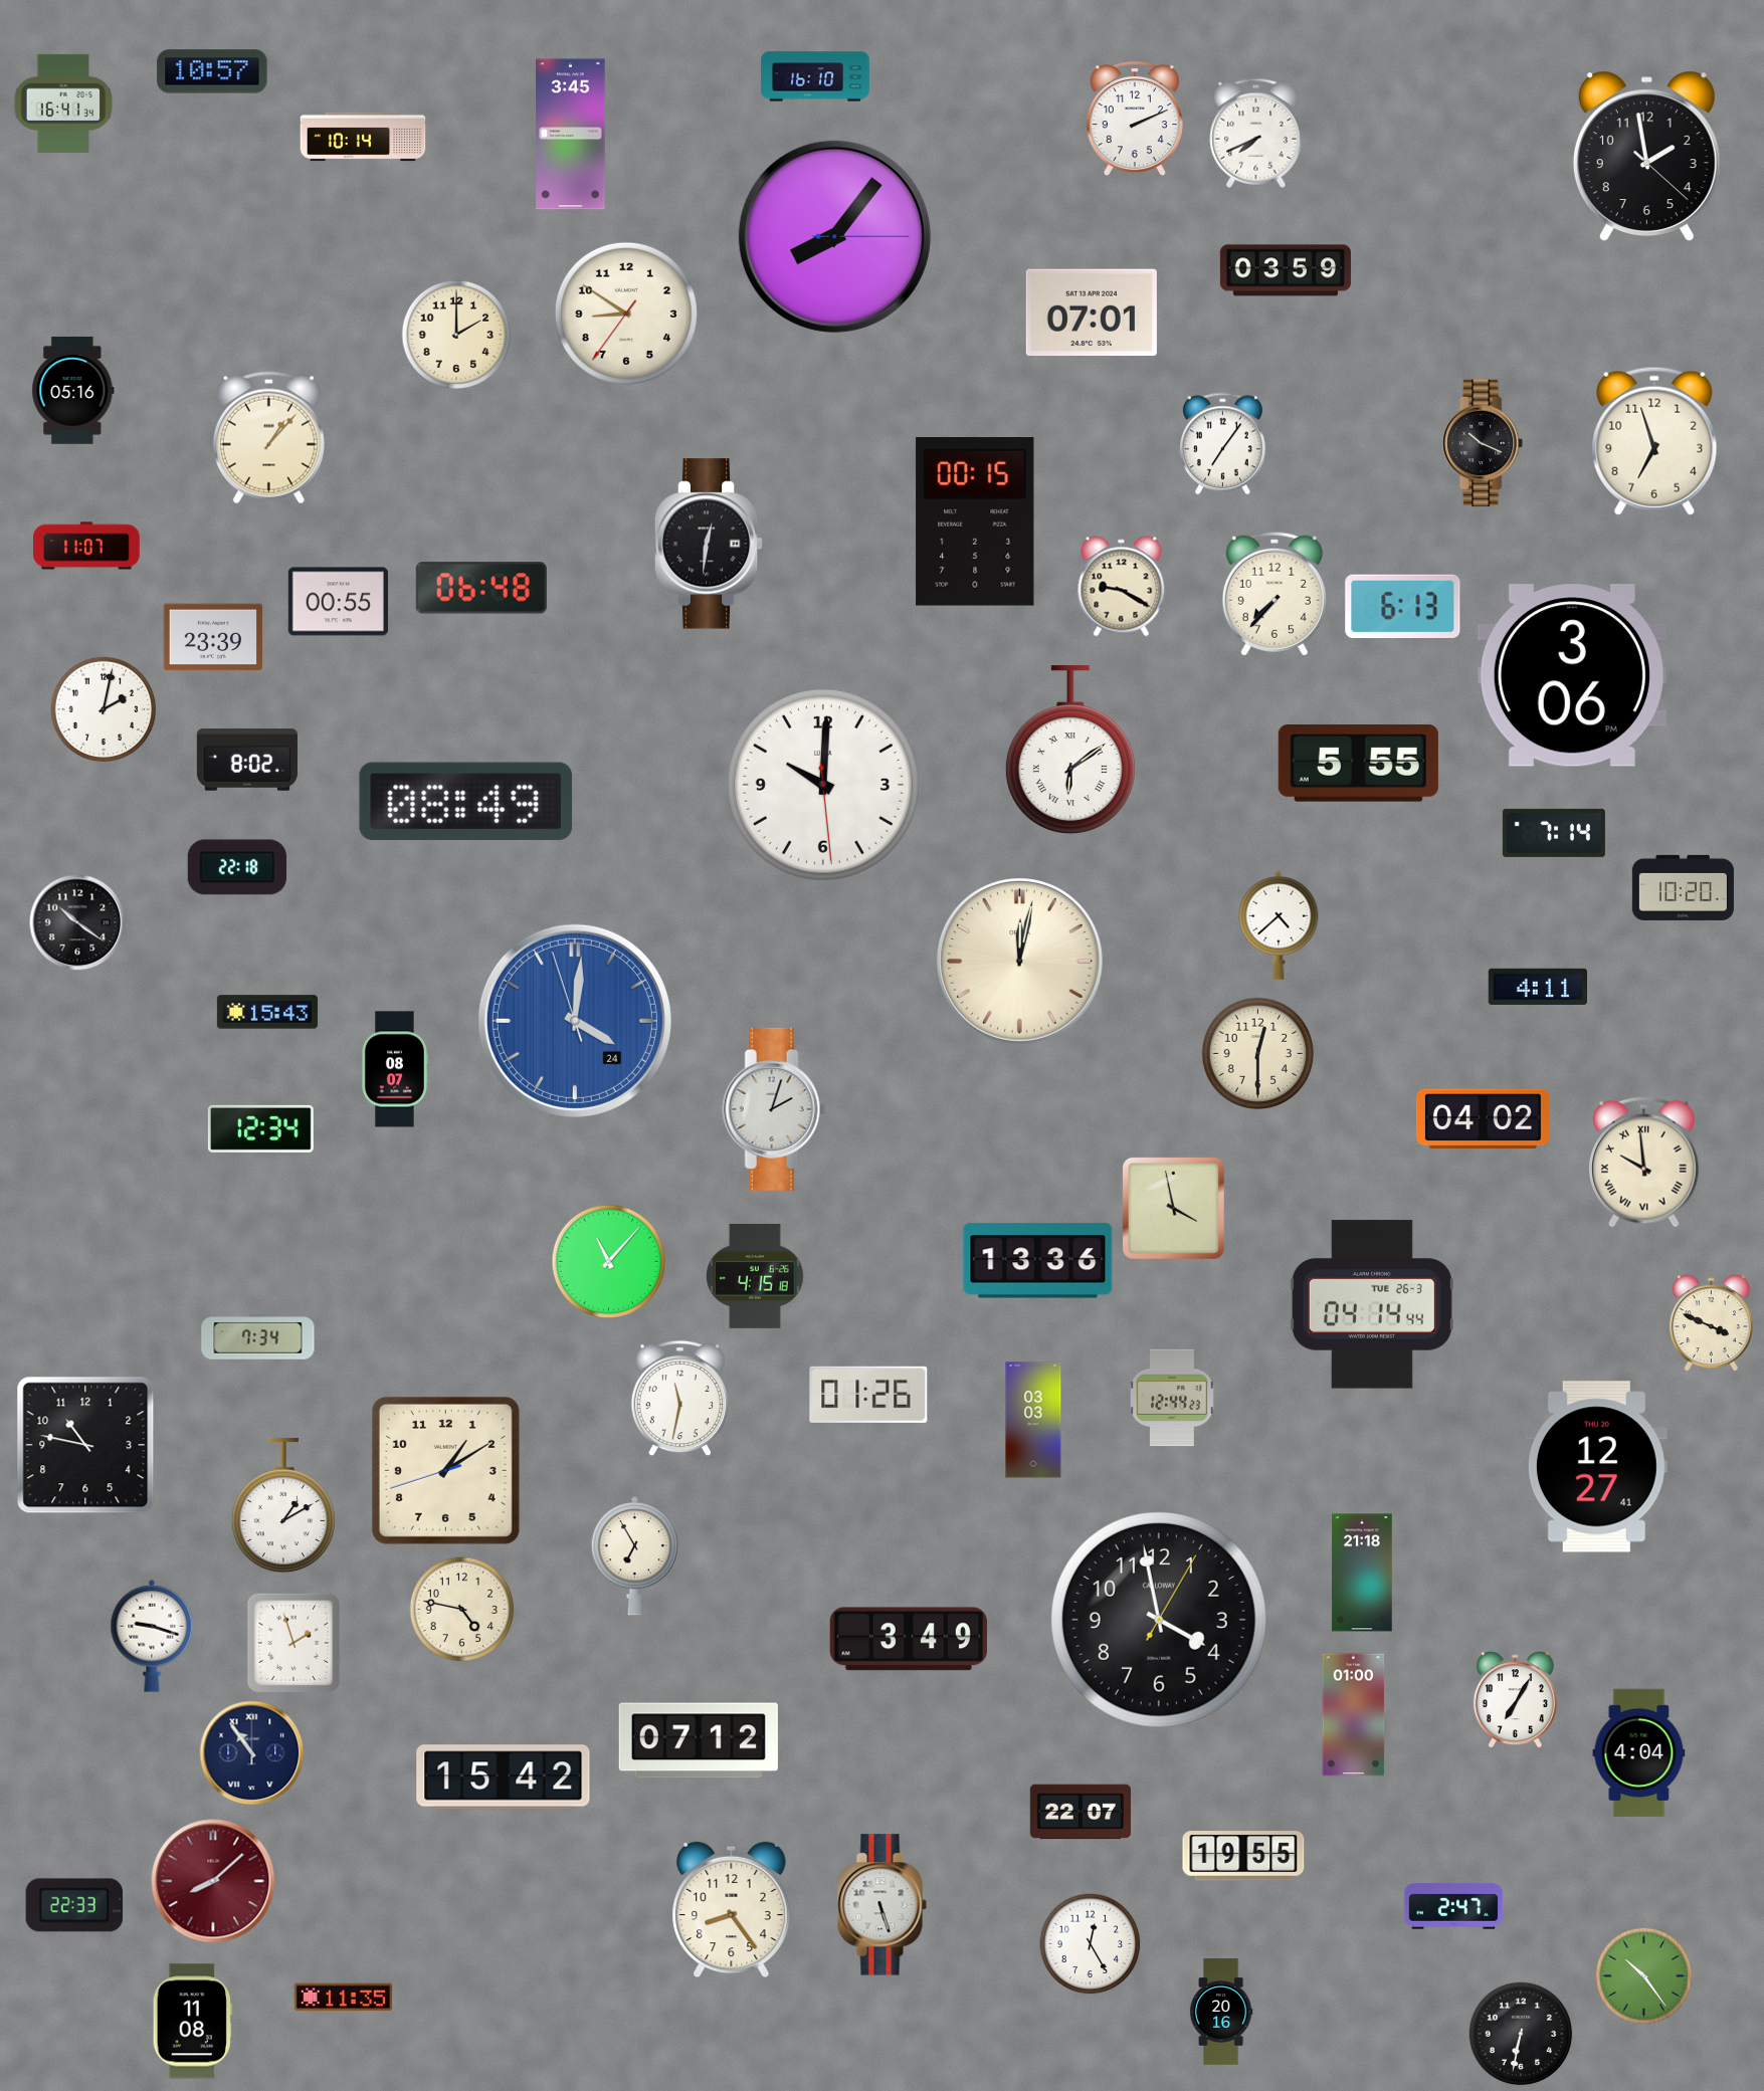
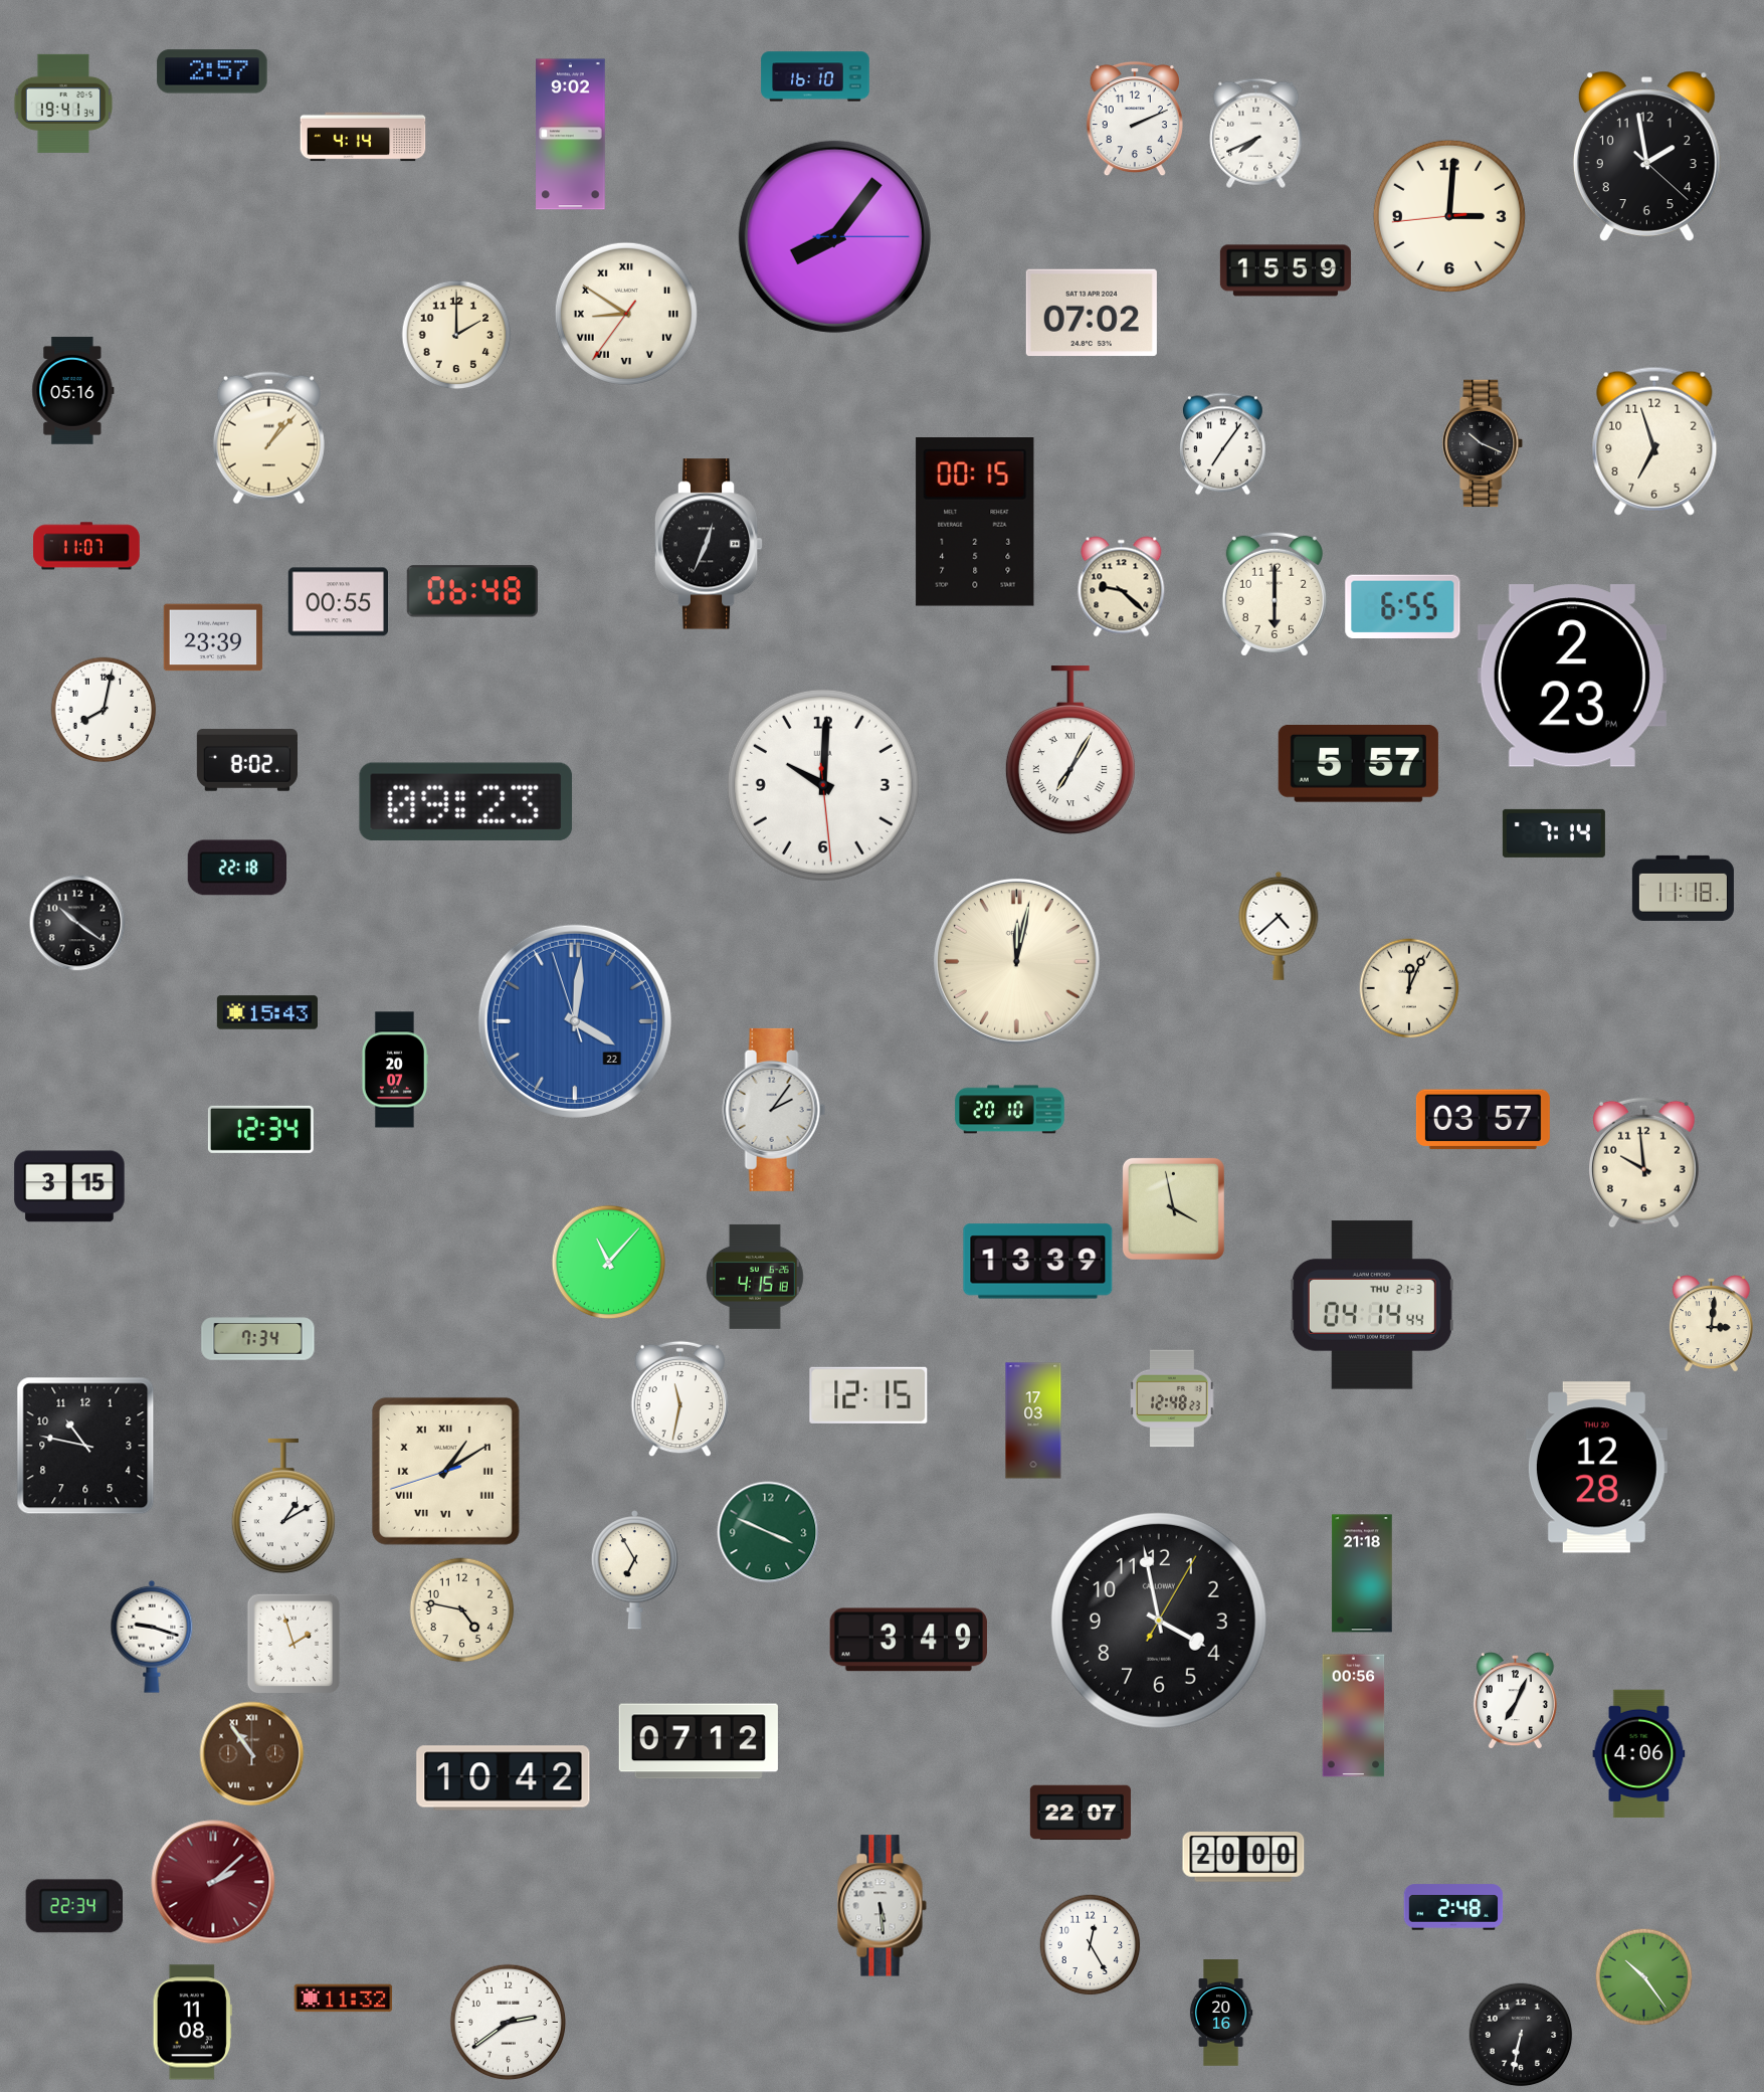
clock at (212, 71): 10:57 -> 2:57
clock at (63, 103): 16:41 -> 19:41
clock at (571, 135): 3:45 -> 9:02
clock at (363, 137): 10:14 -> 4:14
clock at (1449, 216): none -> 3:00
clock at (1286, 270): 03:59 -> 15:59
clock at (1092, 312): 07:01 -> 07:02
clock at (626, 313) numerals: Arabic -> Roman
clock at (709, 544): 12:31 -> 12:34
clock at (1122, 587): 9:20 -> 9:22
clock at (481, 588) position: (481, 588) -> (472, 591)
clock at (1275, 594): 7:37 -> 6:00
clock at (1403, 607): 6:13 -> 6:55
clock at (1572, 675): 3:06 -> 2:23
clock at (104, 709): 2:02 -> 8:02
clock at (1070, 751): 6:09 -> 7:05
clock at (1358, 764): 5:55 -> 5:57
clock at (466, 801): 08:49 -> 09:23
clock at (1683, 887): 10:20 -> 11:18
clock at (1019, 961) position: (1019, 961) -> (1016, 961)
clock at (1538, 986): 4:11 -> none
clock at (1409, 988): none -> 12:04
clock at (575, 1021) date: 24 -> 22
clock at (1258, 1054): 12:30 -> none
clock at (394, 1069): 08:07 -> 20:07
clock at (774, 1109): 2:03 -> 2:06
clock at (1010, 1110): none -> 20:10
clock at (1483, 1119): 04:02 -> 03:57
clock at (1644, 1162) numerals: Roman -> Arabic
clock at (69, 1186): none -> 3:15
clock at (1038, 1261): 13:36 -> 13:39
clock at (1372, 1304) date: TUE 26-3 -> THU 21-3
clock at (1711, 1323): 3:49 -> 3:01
clock at (868, 1395): 01:26 -> 12:15
clock at (1172, 1398): 12:44 -> 12:48
clock at (1033, 1420): 03:03 -> 17:03
clock at (1596, 1467): 12:27 -> 12:28
clock at (445, 1470) numerals: Arabic -> Roman
clock at (768, 1532): none -> 3:49
clock at (634, 1556) position: (634, 1556) -> (634, 1570)
clock at (1515, 1700): 7:05 -> 7:04
clock at (1354, 1715): 01:00 -> 00:56
clock at (252, 1753) dial: navy -> brown
clock at (1639, 1753): 4:04 -> 4:06
clock at (504, 1778): 15:42 -> 10:42
clock at (1243, 1856): 19:55 -> 20:00
clock at (213, 1881): 8:08 -> 2:08
clock at (74, 1905): 22:33 -> 22:34
clock at (881, 1905): 5:27 -> 5:29
clock at (1453, 1906): 2:47 -> 2:48
clock at (732, 1910): 8:24 -> none
clock at (344, 1998): 11:35 -> 11:32
clock at (509, 2023): none -> 2:39
